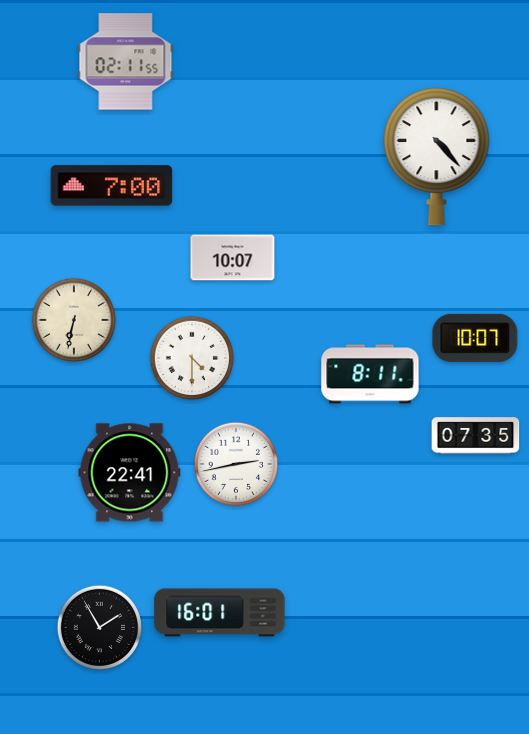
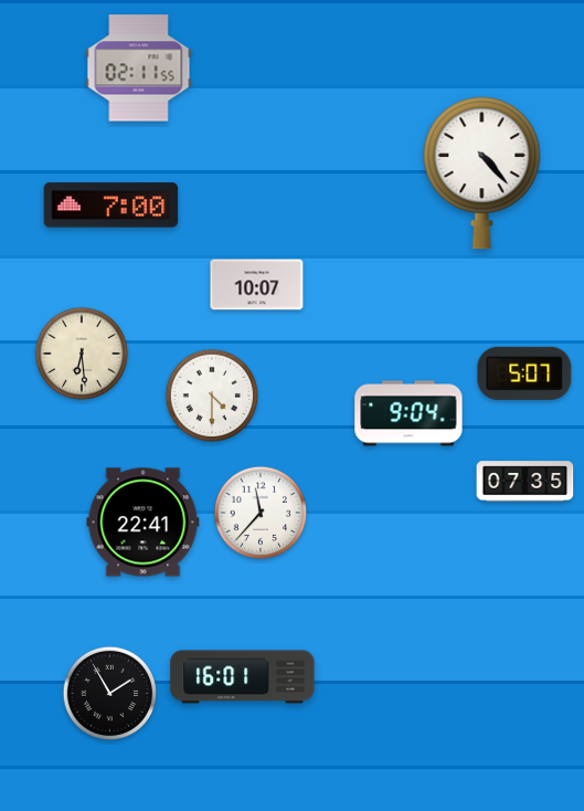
clock at (112, 186) position: (112, 186) -> (112, 206)
clock at (74, 320): 6:32 -> 6:29
clock at (475, 338): 10:07 -> 5:07
clock at (370, 374): 8:11 -> 9:04
clock at (236, 464): 2:43 -> 11:37
